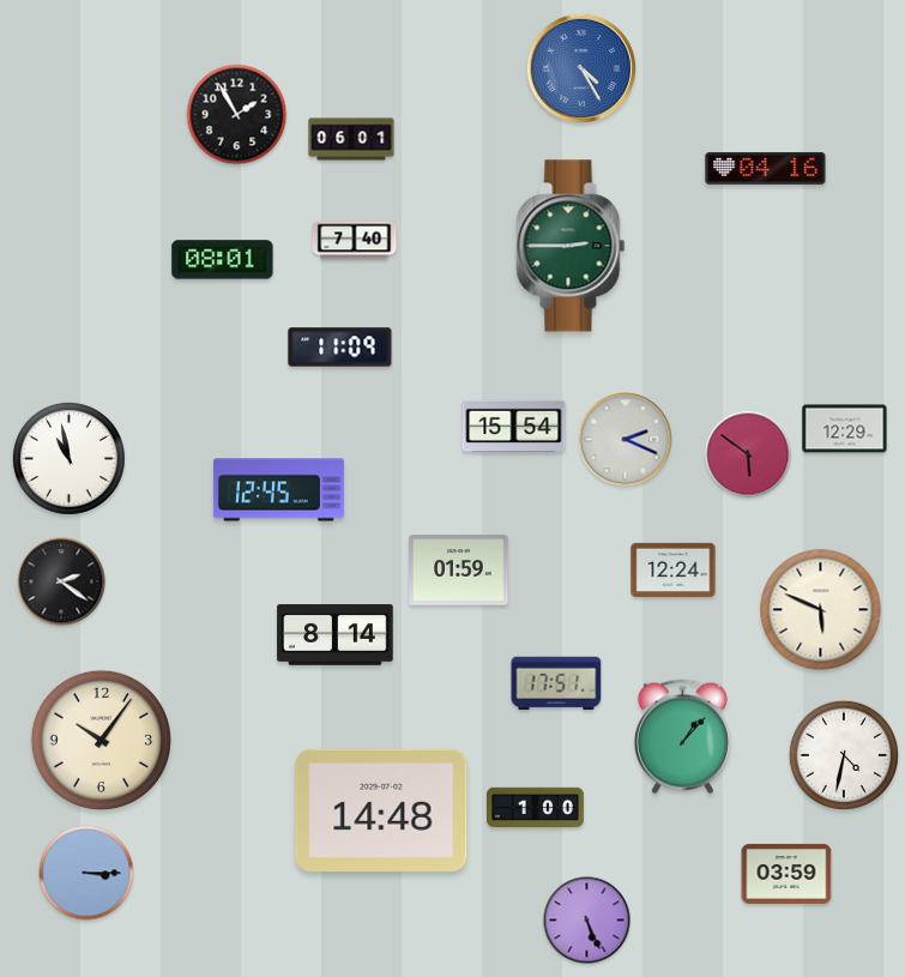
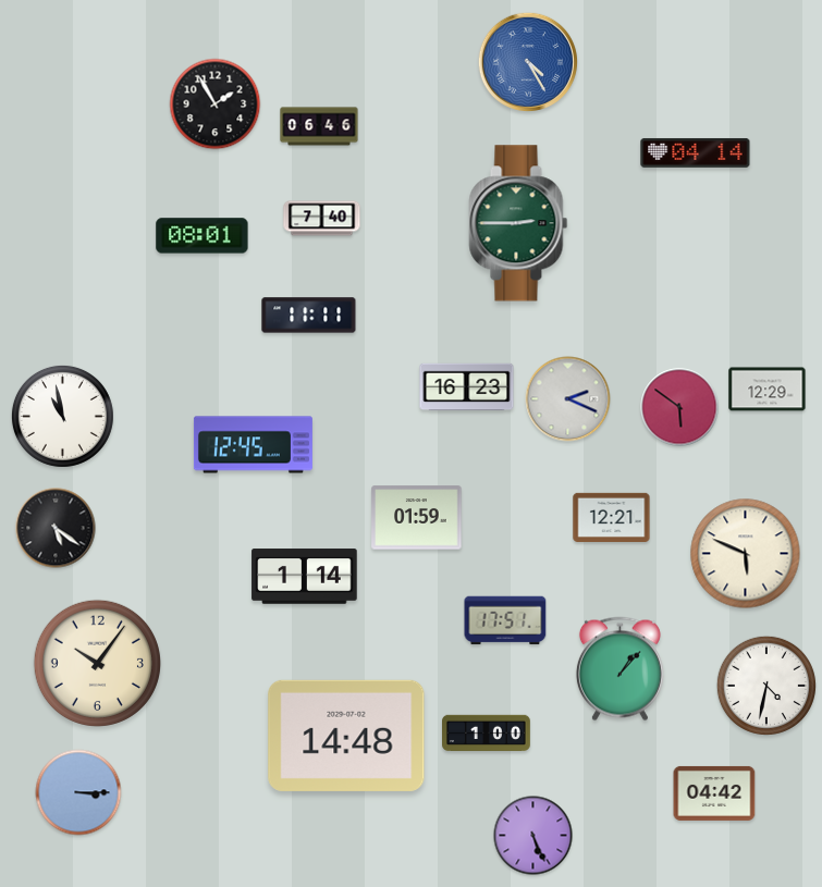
clock at (351, 139): 06:01 -> 06:46
clock at (766, 168): 04:16 -> 04:14
clock at (340, 348): 11:09 -> 11:11
clock at (514, 427): 15:54 -> 16:23
clock at (748, 454) position: (748, 454) -> (679, 407)
clock at (674, 569): 12:24 -> 12:21
clock at (61, 581): 2:21 -> 5:21
clock at (336, 635): 8:14 -> 1:14
clock at (101, 740) position: (101, 740) -> (97, 663)
clock at (786, 874): 03:59 -> 04:42
